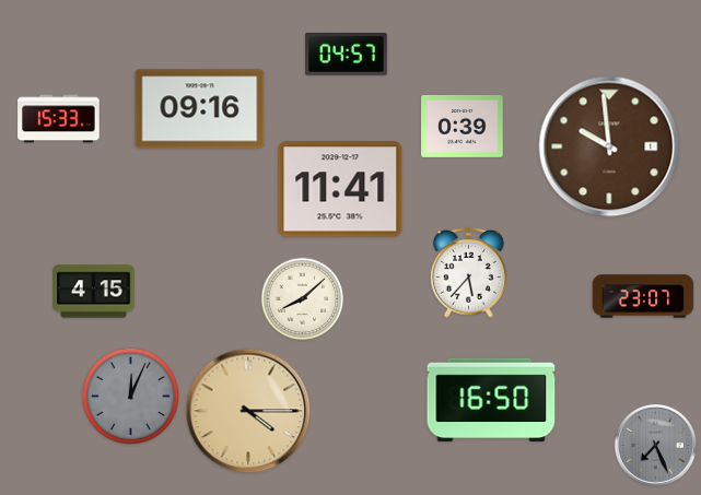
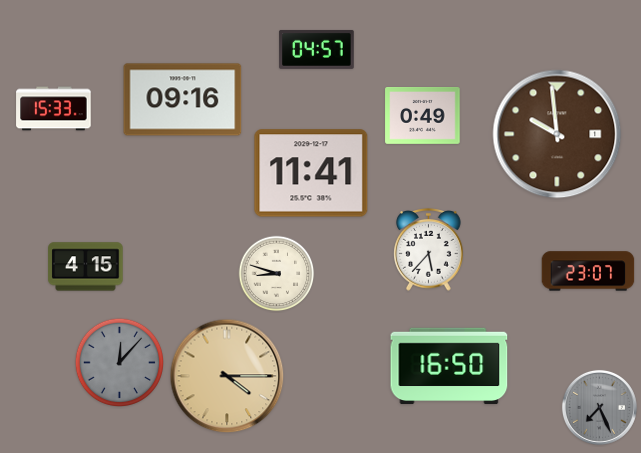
clock at (463, 127): 0:39 -> 0:49
clock at (303, 299): 8:08 -> 8:48
clock at (130, 396): 12:04 -> 12:07
